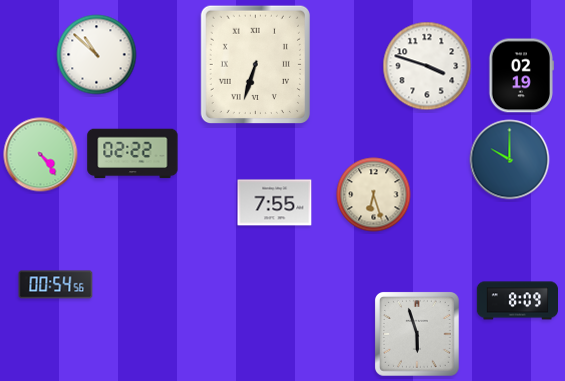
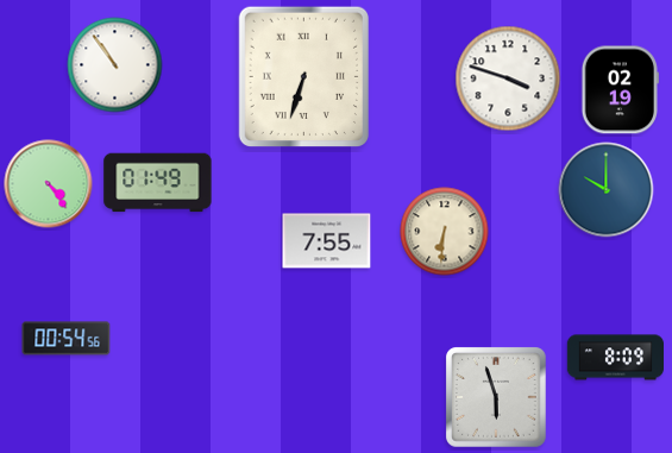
clock at (97, 55): 10:52 -> 10:54
clock at (133, 154): 02:22 -> 01:49
clock at (374, 195): 6:27 -> 6:31
